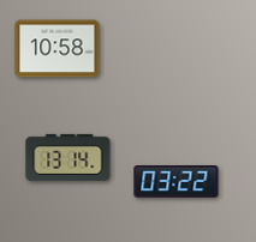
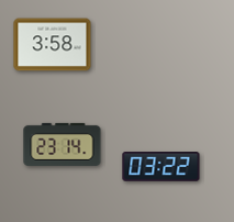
clock at (58, 49): 10:58 -> 3:58
clock at (69, 157): 13:14 -> 23:14
